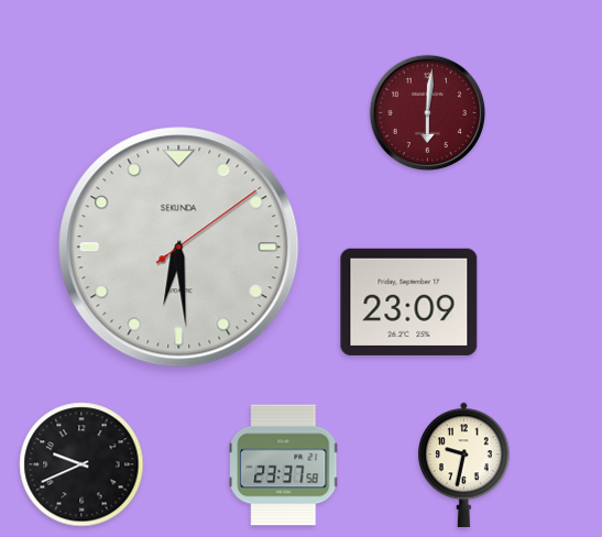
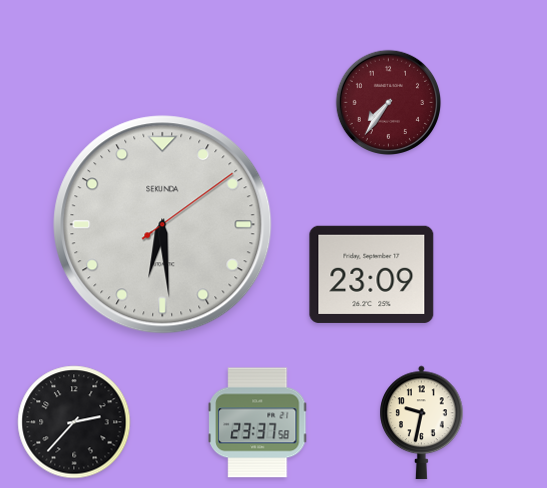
clock at (428, 113): 6:01 -> 7:36
clock at (81, 464): 9:41 -> 2:37
